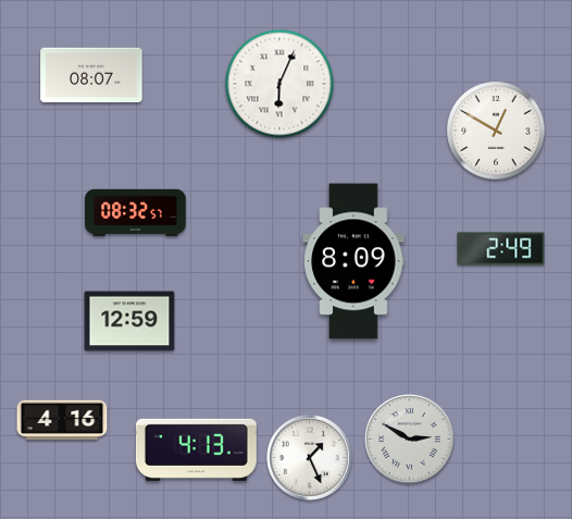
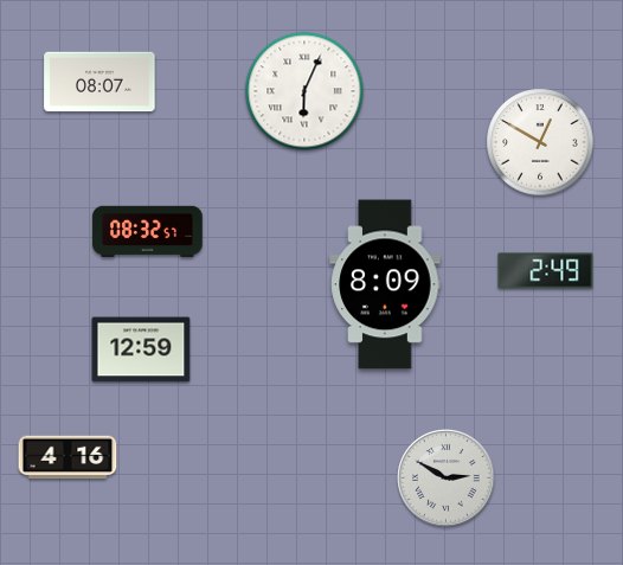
clock at (196, 449): 4:13 -> none
clock at (310, 458): 1:26 -> none
